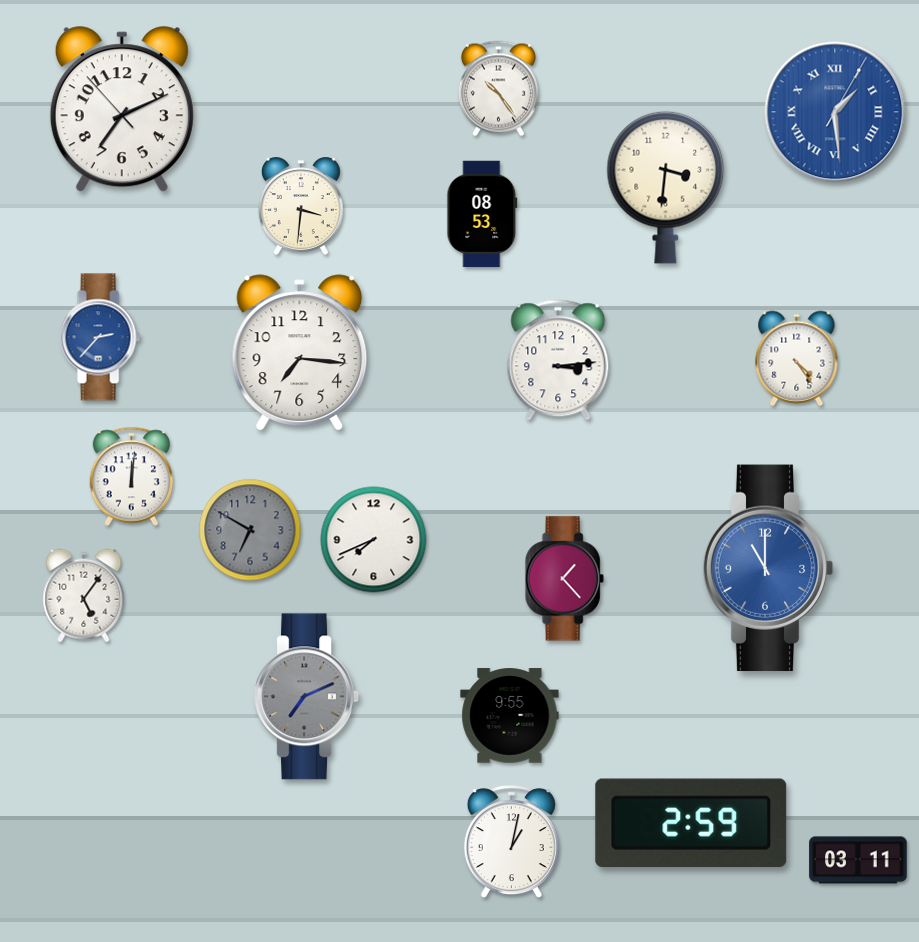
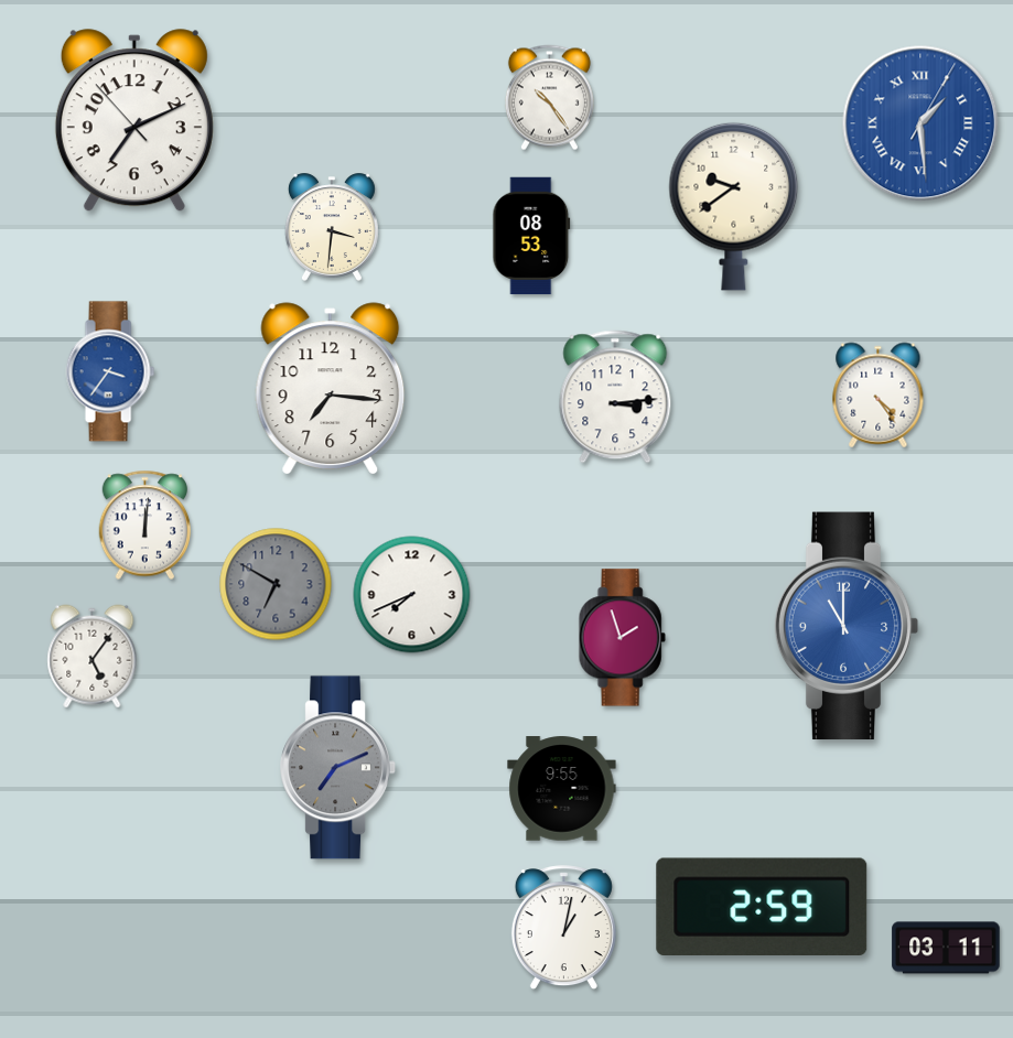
clock at (666, 187): 3:31 -> 9:39
clock at (100, 337): 2:37 -> 3:36
clock at (564, 579): 1:23 -> 1:57
